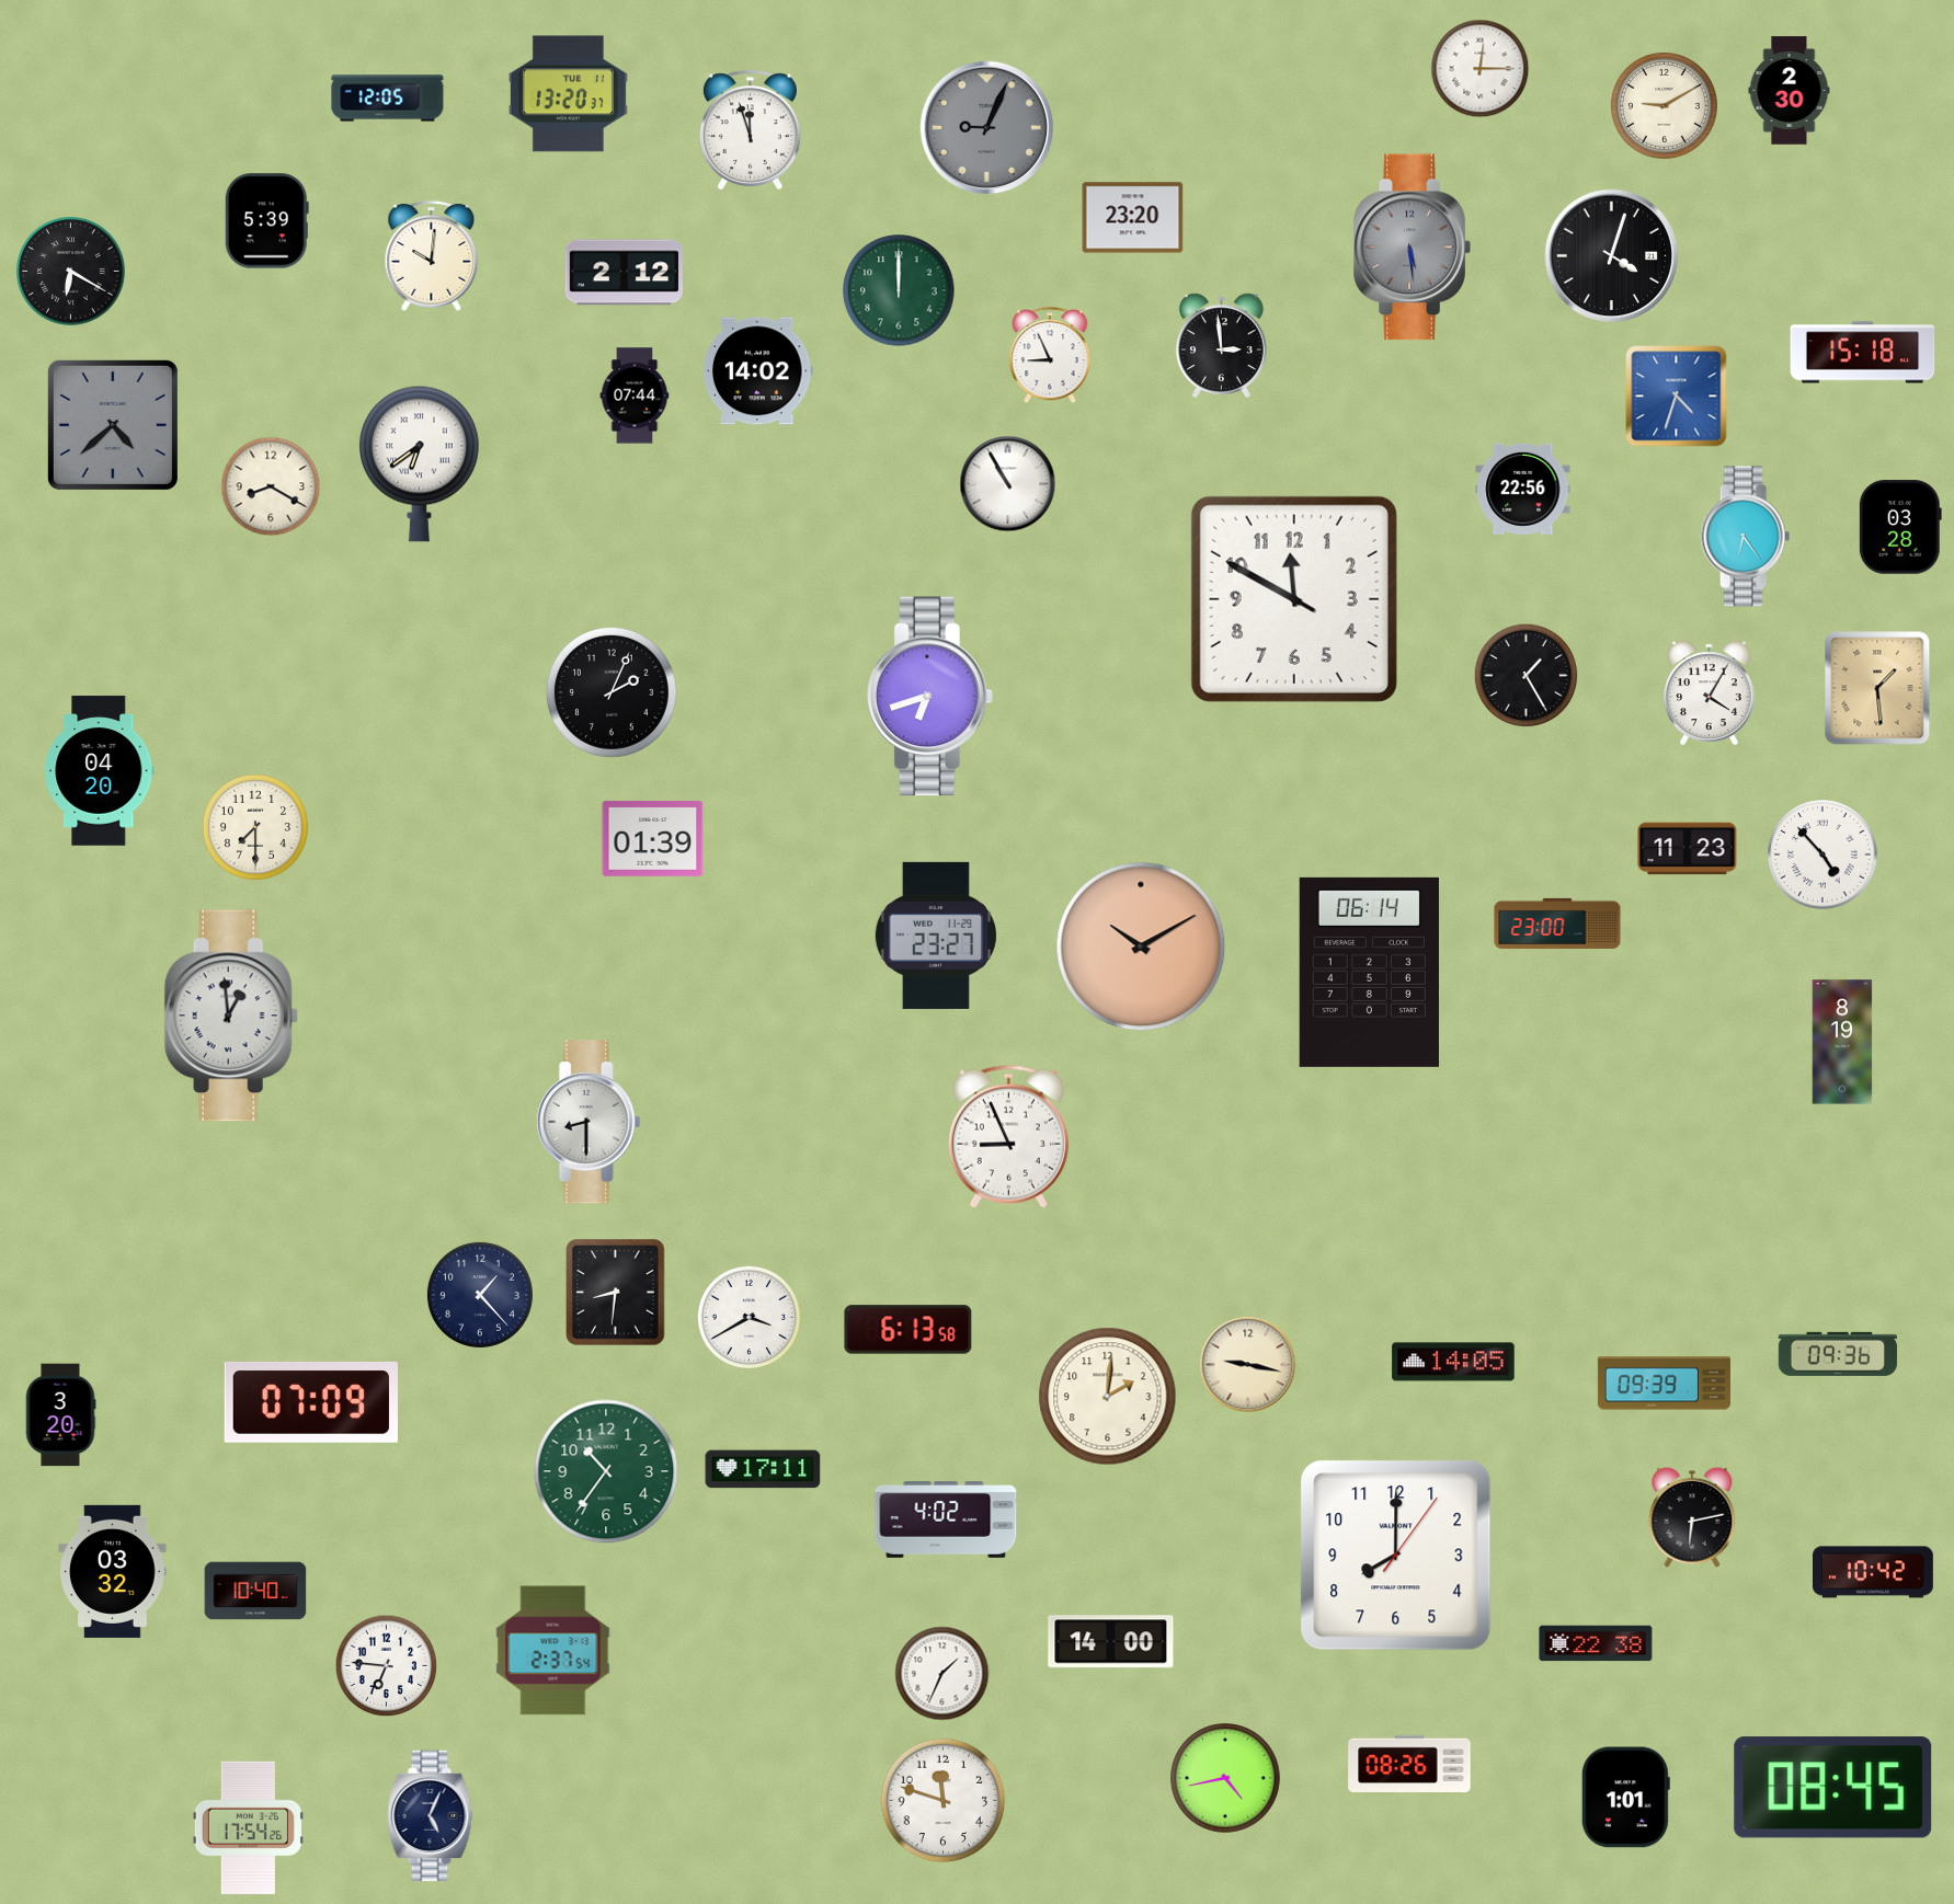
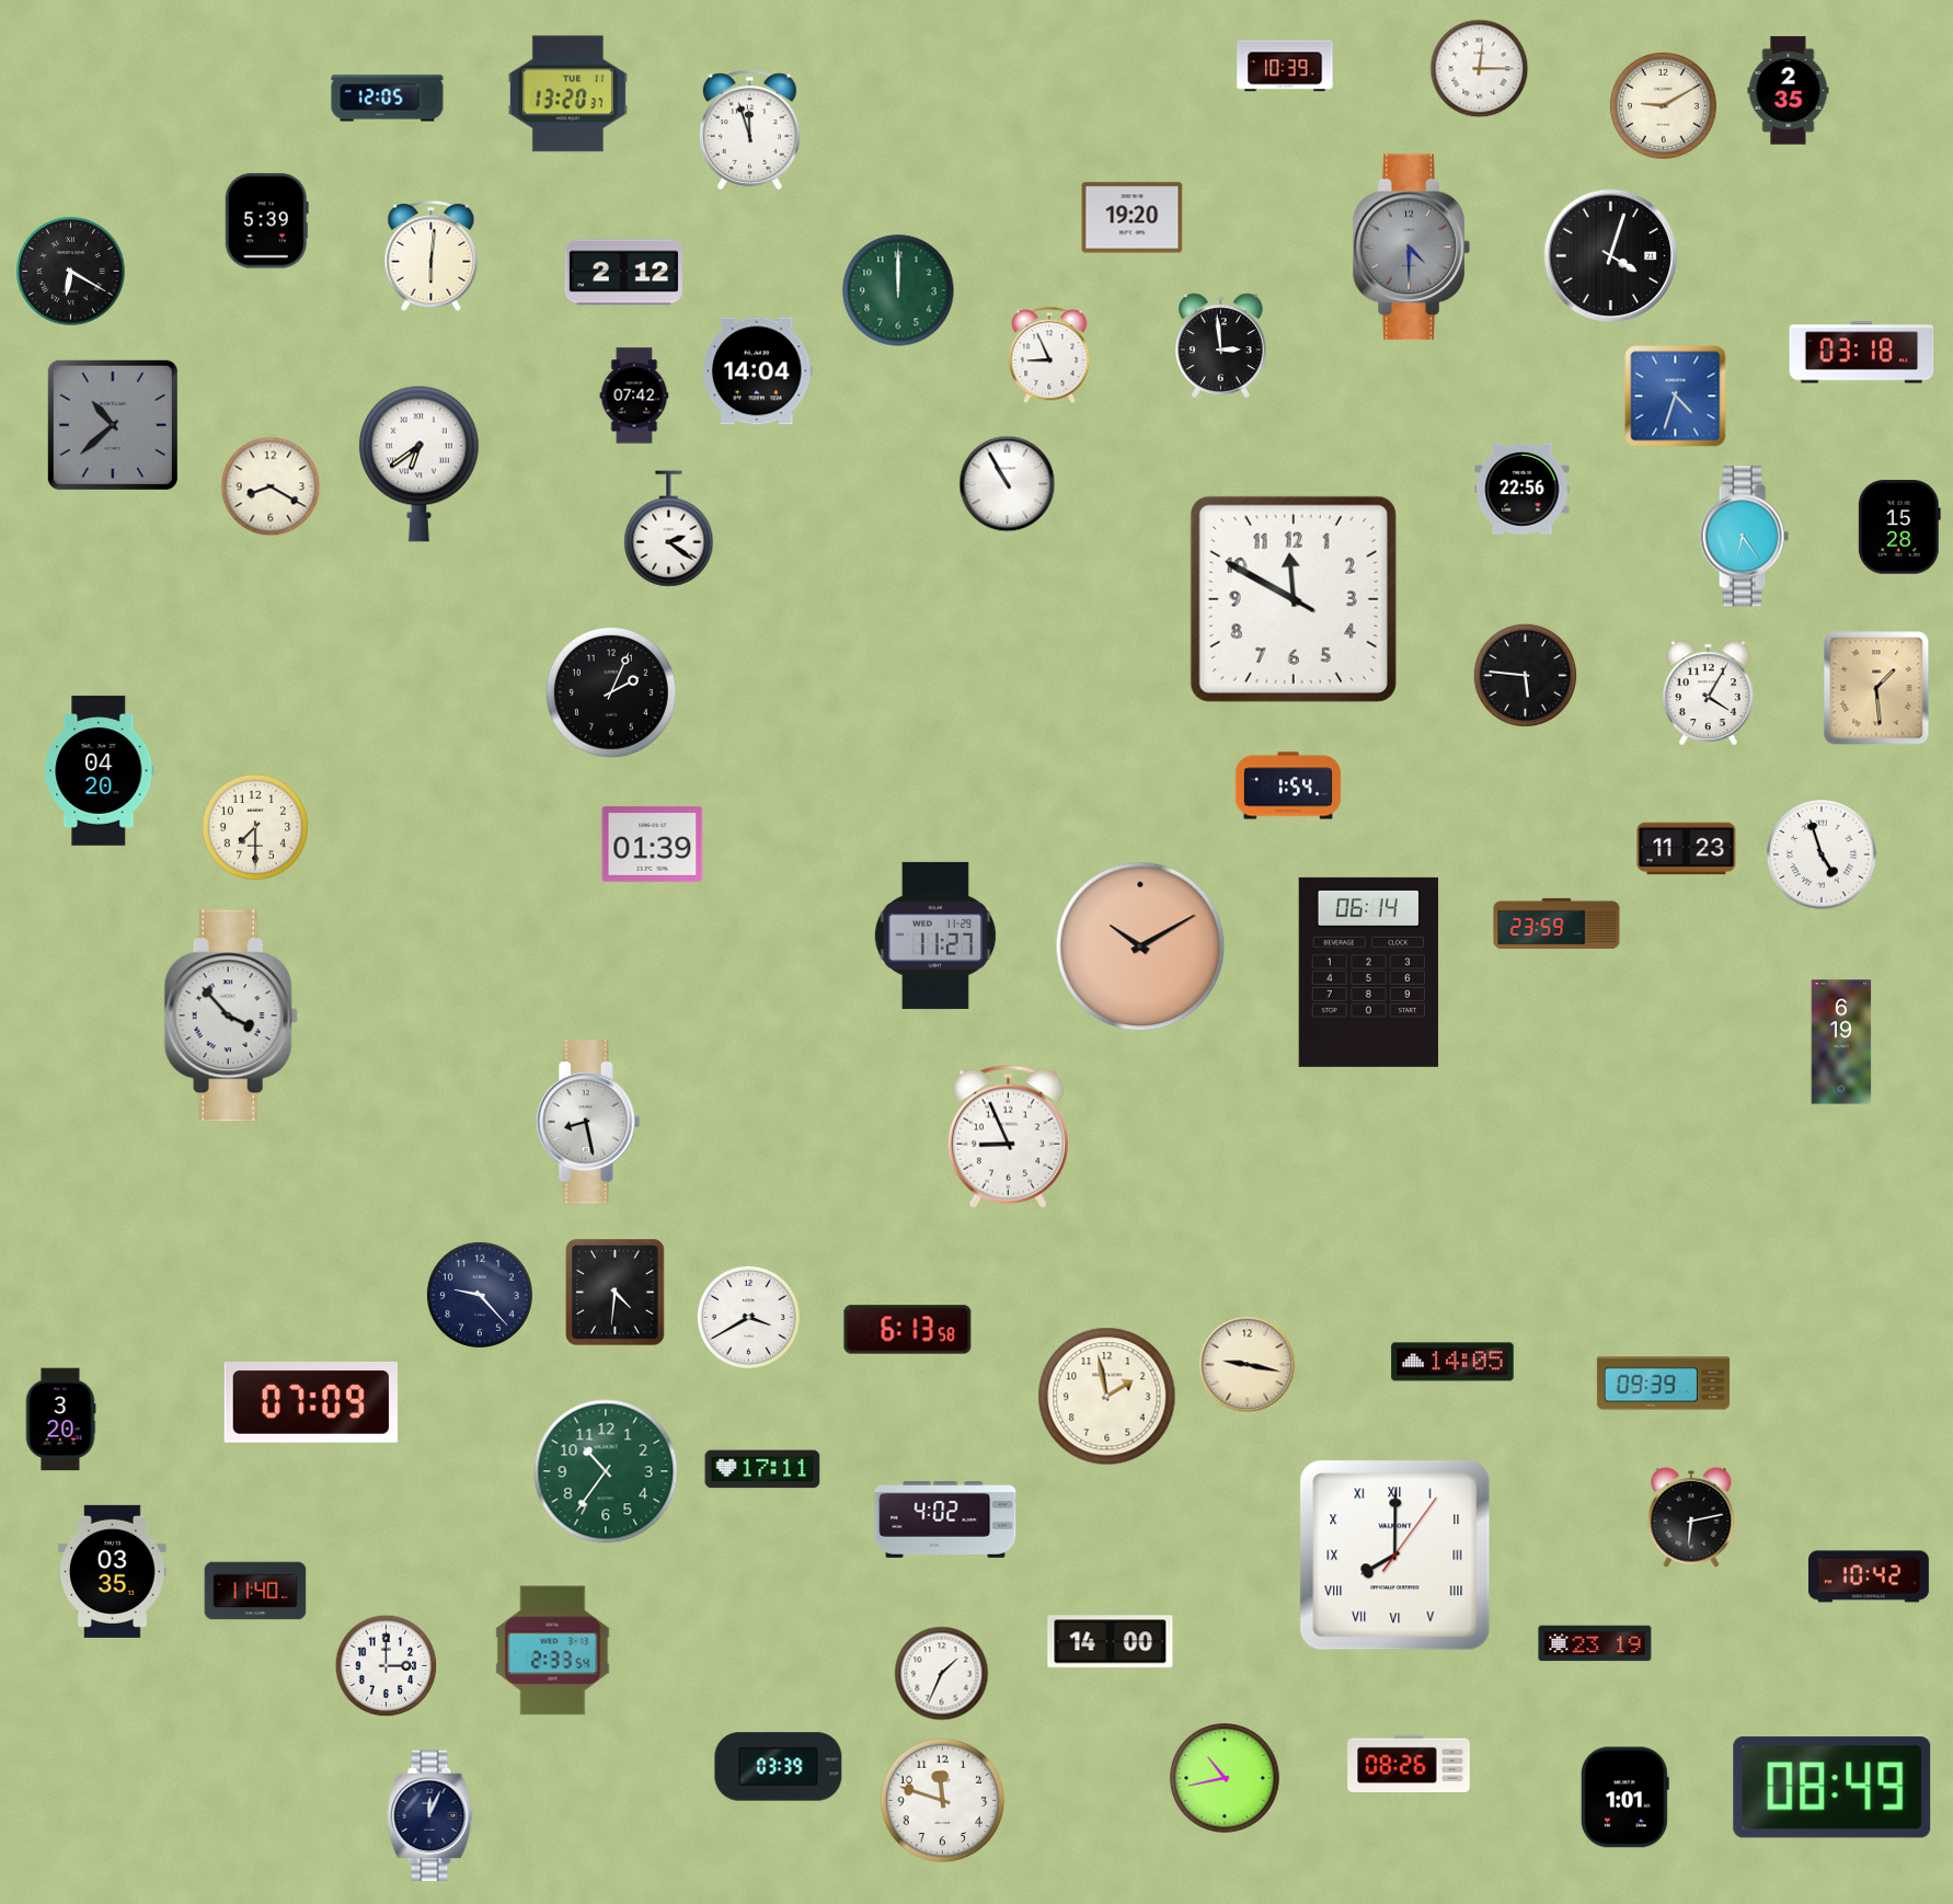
clock at (1285, 66): none -> 10:39
clock at (1790, 91): 2:30 -> 2:35
clock at (987, 128): 9:04 -> none
clock at (1133, 218): 23:20 -> 19:20
clock at (1412, 248): 5:29 -> 4:30
clock at (432, 255): 10:01 -> 6:01
clock at (1863, 353): 15:18 -> 03:18
clock at (758, 371): 14:02 -> 14:04
clock at (635, 395): 07:44 -> 07:42
clock at (113, 425): 4:38 -> 10:38
clock at (1900, 527): 03:28 -> 15:28
clock at (669, 529): none -> 2:21
clock at (1526, 675): 1:25 -> 5:46
clock at (929, 697): 6:42 -> none
clock at (1288, 785): none -> 1:54
clock at (653, 838) position: (653, 838) -> (653, 844)
clock at (1822, 854): 4:53 -> 4:57
clock at (1557, 924): 23:00 -> 23:59
clock at (936, 936): 23:27 -> 11:27
clock at (231, 1016): 12:59 -> 3:53
clock at (1842, 1042): 8:19 -> 6:19
clock at (589, 1122): 8:30 -> 8:28
clock at (616, 1293): 8:31 -> 4:31
clock at (480, 1295): 1:23 -> 9:23
clock at (1838, 1354): 09:36 -> none
clock at (1108, 1397): 2:01 -> 1:58
clock at (60, 1415) position: (60, 1415) -> (60, 1420)
clock at (1396, 1556) numerals: Arabic -> Roman
clock at (113, 1571): 03:32 -> 03:35
clock at (1873, 1572) position: (1873, 1572) -> (1869, 1576)
clock at (255, 1591): 10:40 -> 11:40
clock at (1596, 1643): 22:38 -> 23:19
clock at (553, 1651): 2:37 -> 2:33
clock at (387, 1666): 6:46 -> 3:00
clock at (779, 1767): none -> 03:39
clock at (1225, 1778): 4:43 -> 10:43
clock at (1833, 1788): 08:45 -> 08:49
clock at (431, 1816): 5:04 -> 12:04
clock at (248, 1827): 17:54 -> none
